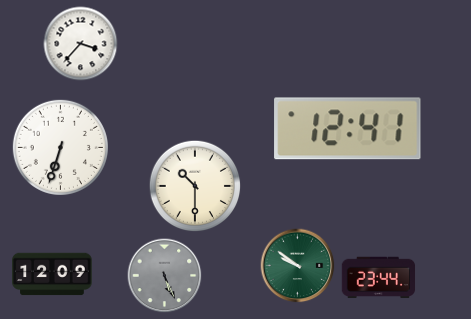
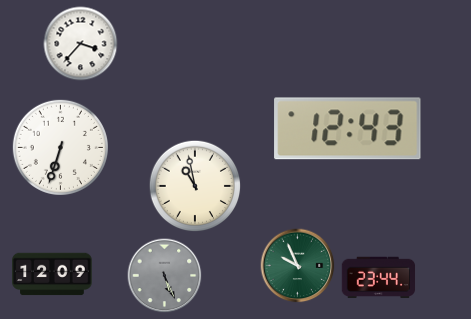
clock at (348, 129): 12:41 -> 12:43
clock at (195, 186): 10:30 -> 10:58
clock at (298, 266): 9:51 -> 9:56
